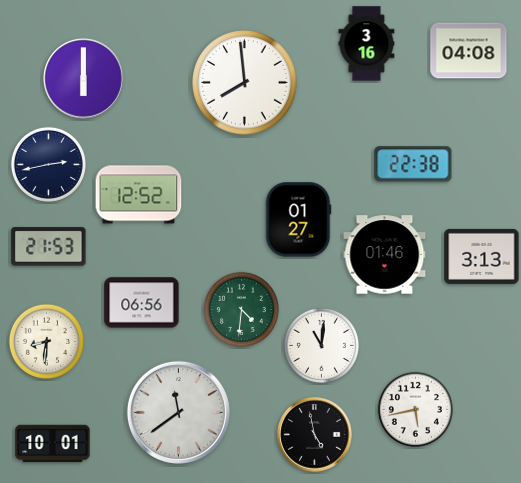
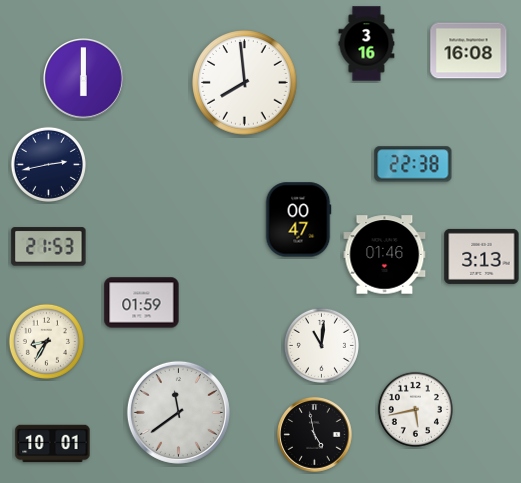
clock at (469, 51): 04:08 -> 16:08
clock at (139, 195): 12:52 -> none
clock at (298, 220): 01:27 -> 00:47
clock at (142, 303): 06:56 -> 01:59
clock at (241, 309): 4:31 -> none
clock at (46, 341): 8:31 -> 8:35
